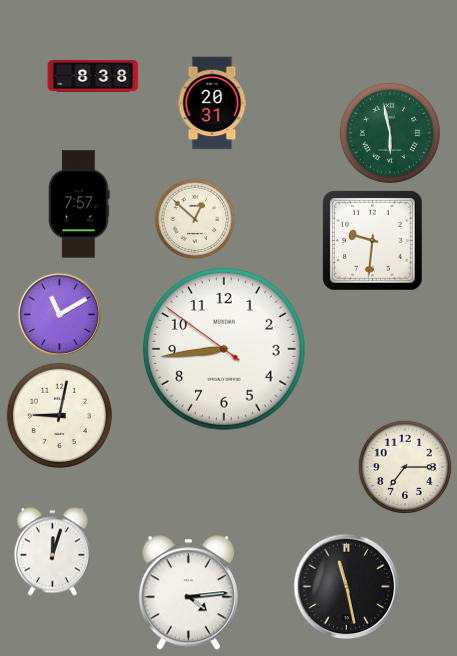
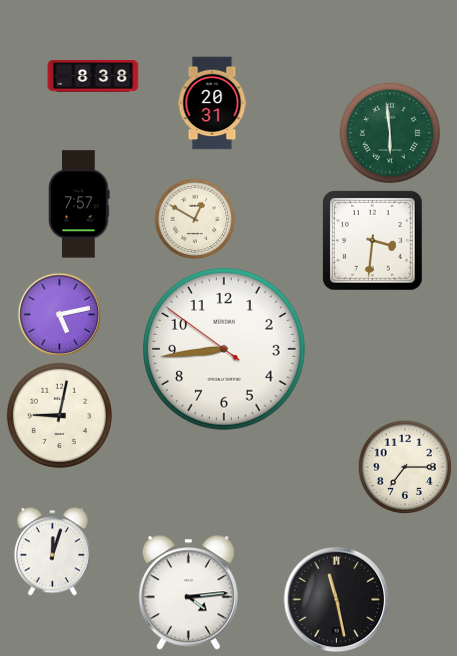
clock at (390, 133): 5:58 -> 5:59
clock at (195, 219): 12:52 -> 12:50
clock at (373, 241): 9:31 -> 3:31
clock at (59, 314): 11:10 -> 5:13
clock at (347, 587) position: (347, 587) -> (337, 600)
